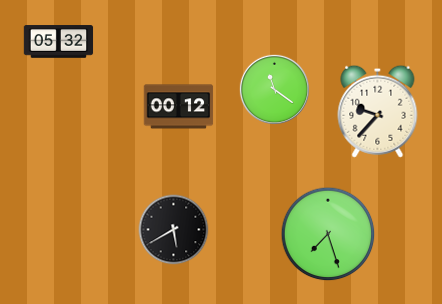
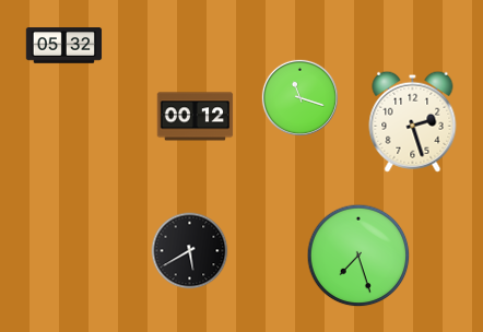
clock at (274, 89): 11:21 -> 11:18
clock at (378, 111): 9:37 -> 2:27
